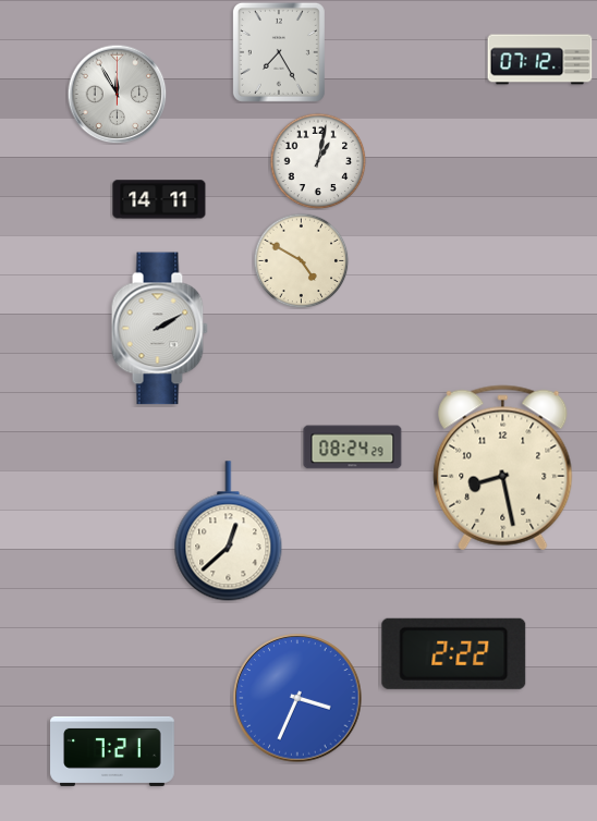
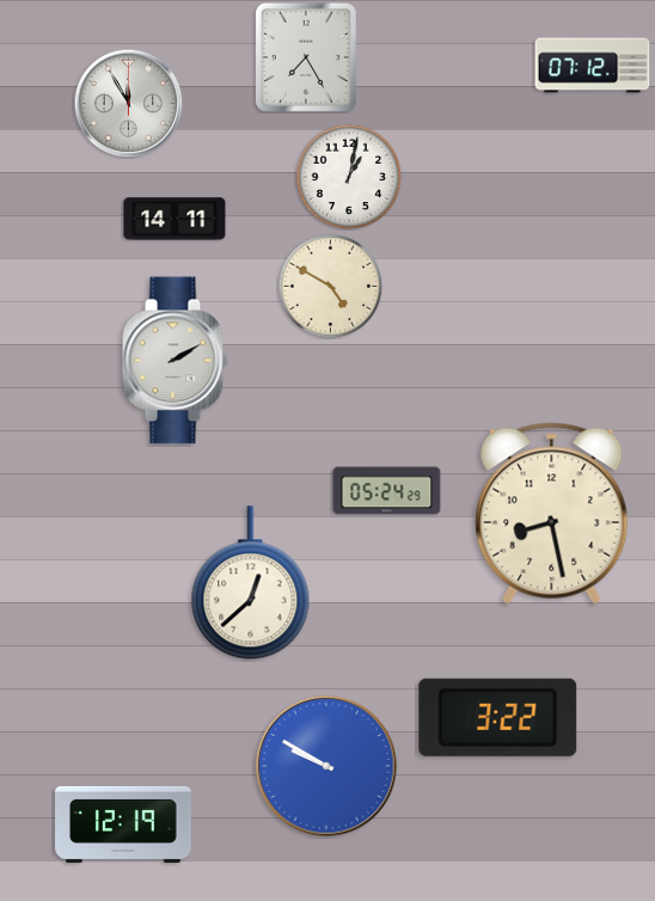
clock at (353, 448): 08:24 -> 05:24
clock at (454, 653): 2:22 -> 3:22
clock at (297, 698): 3:34 -> 9:50
clock at (112, 751): 7:21 -> 12:19
